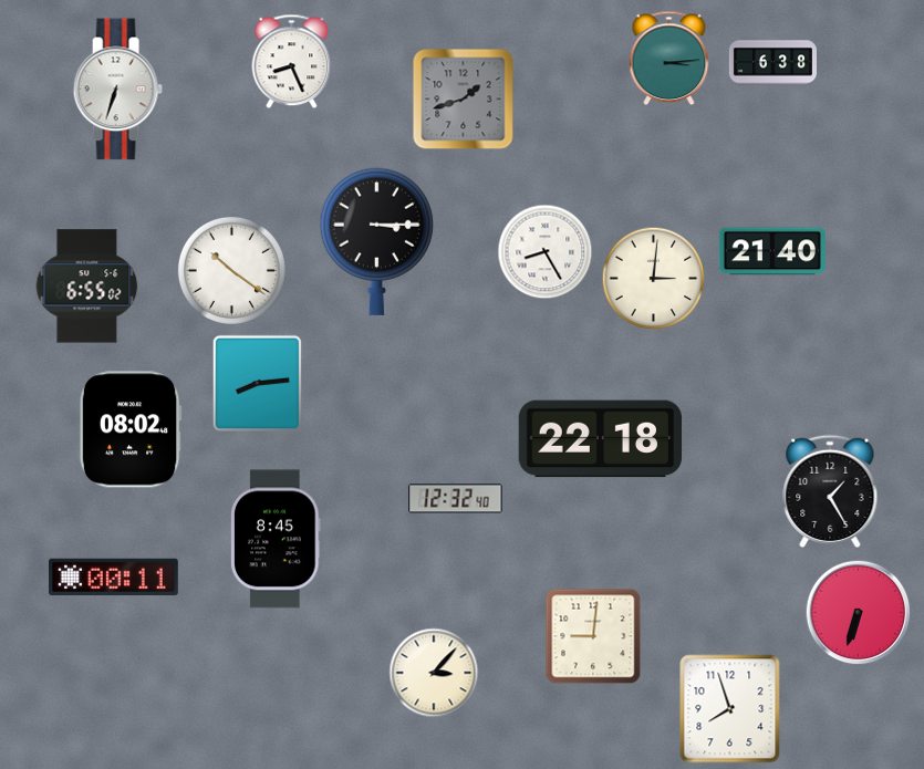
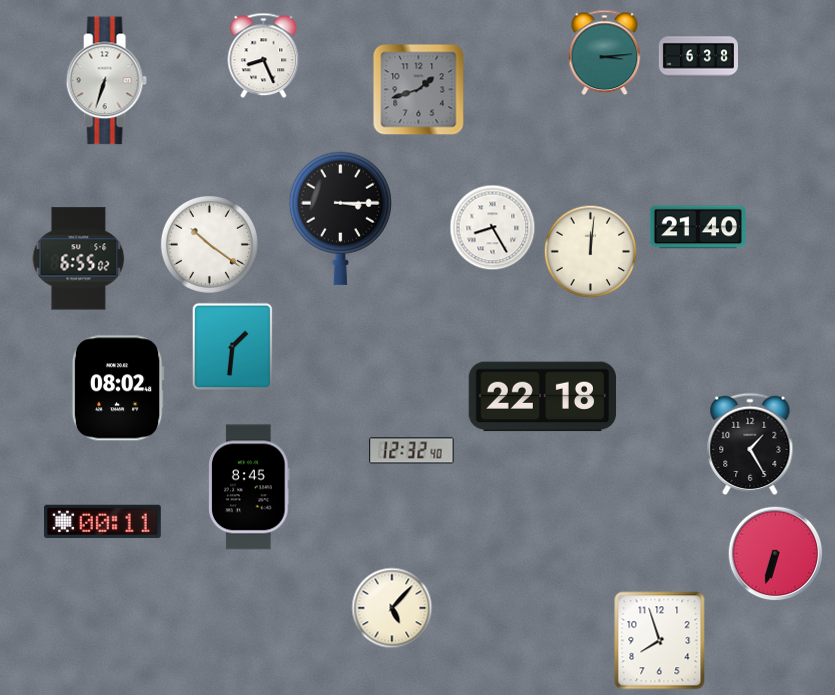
clock at (654, 279): 3:01 -> 12:01
clock at (257, 384): 8:14 -> 1:31
clock at (593, 636): 9:01 -> none
clock at (434, 673): 3:07 -> 5:07
